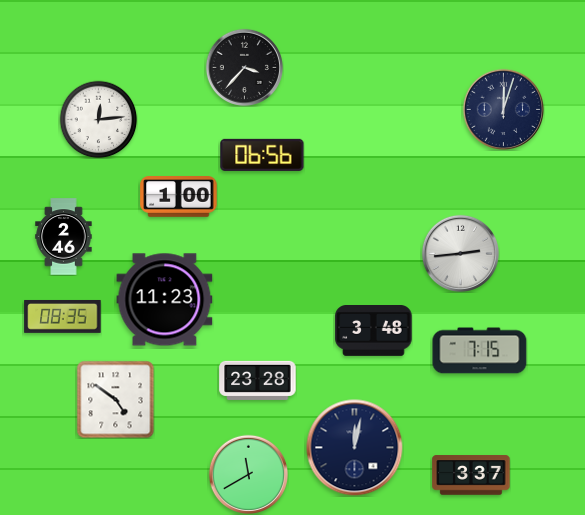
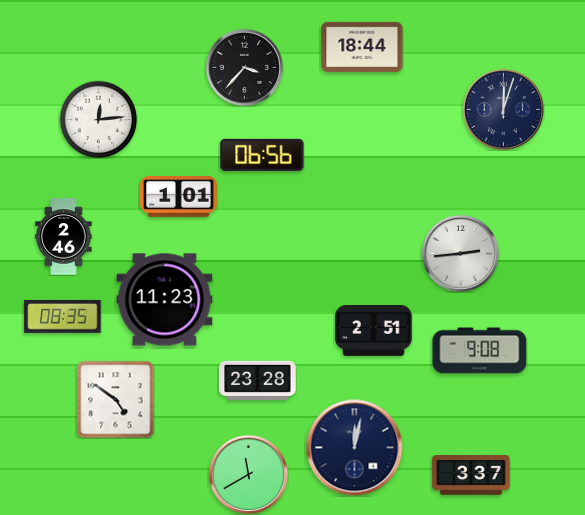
clock at (362, 46): none -> 18:44
clock at (179, 197): 1:00 -> 1:01
clock at (374, 331): 3:48 -> 2:51
clock at (480, 351): 7:15 -> 9:08
